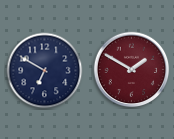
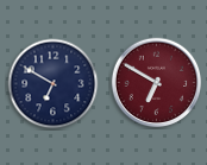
clock at (132, 70): 1:50 -> 6:50
